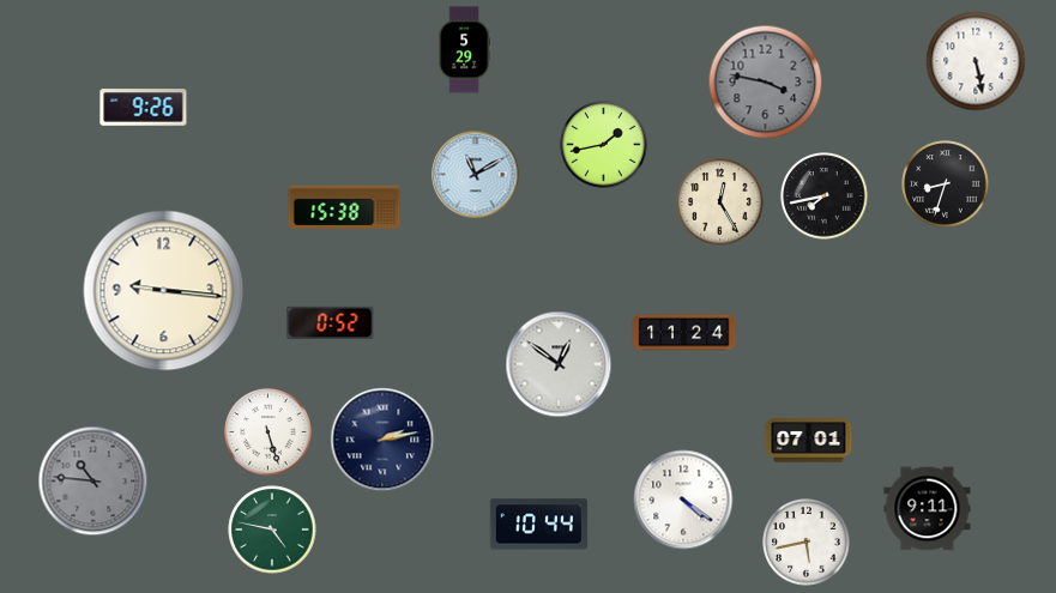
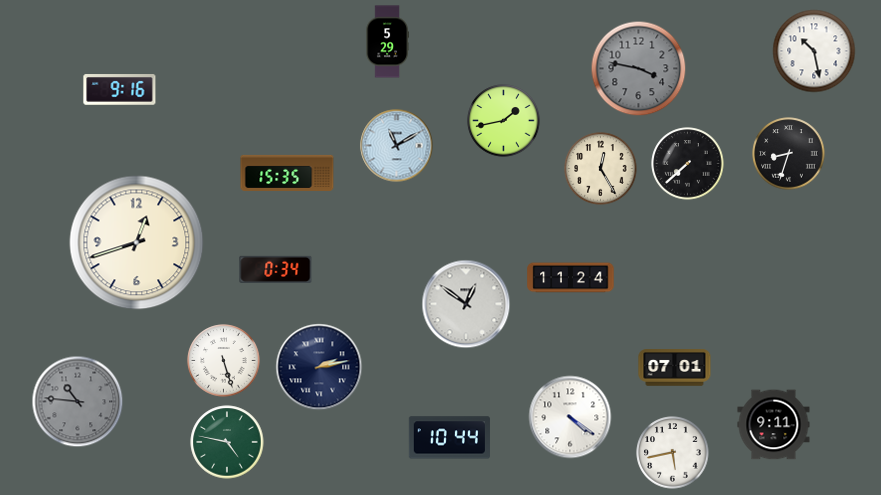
clock at (976, 61): 5:28 -> 10:28
clock at (144, 108): 9:26 -> 9:16
clock at (825, 196): 7:43 -> 7:38
clock at (344, 207): 15:38 -> 15:35
clock at (164, 291): 9:16 -> 12:42
clock at (331, 322): 0:52 -> 0:34
